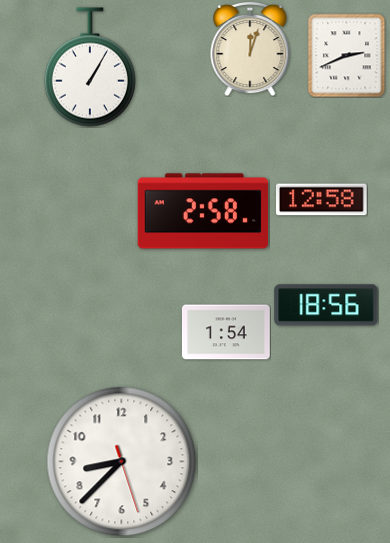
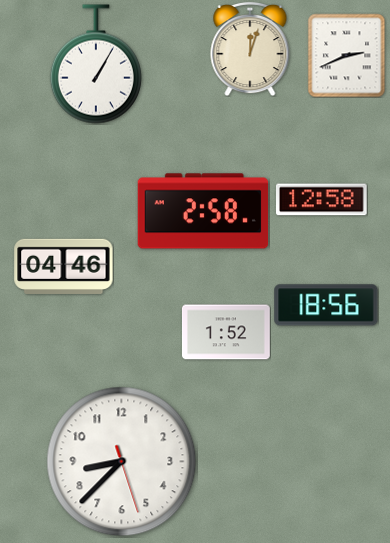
clock at (90, 67) position: (90, 67) -> (96, 64)
clock at (64, 266): none -> 04:46
clock at (226, 332): 1:54 -> 1:52
